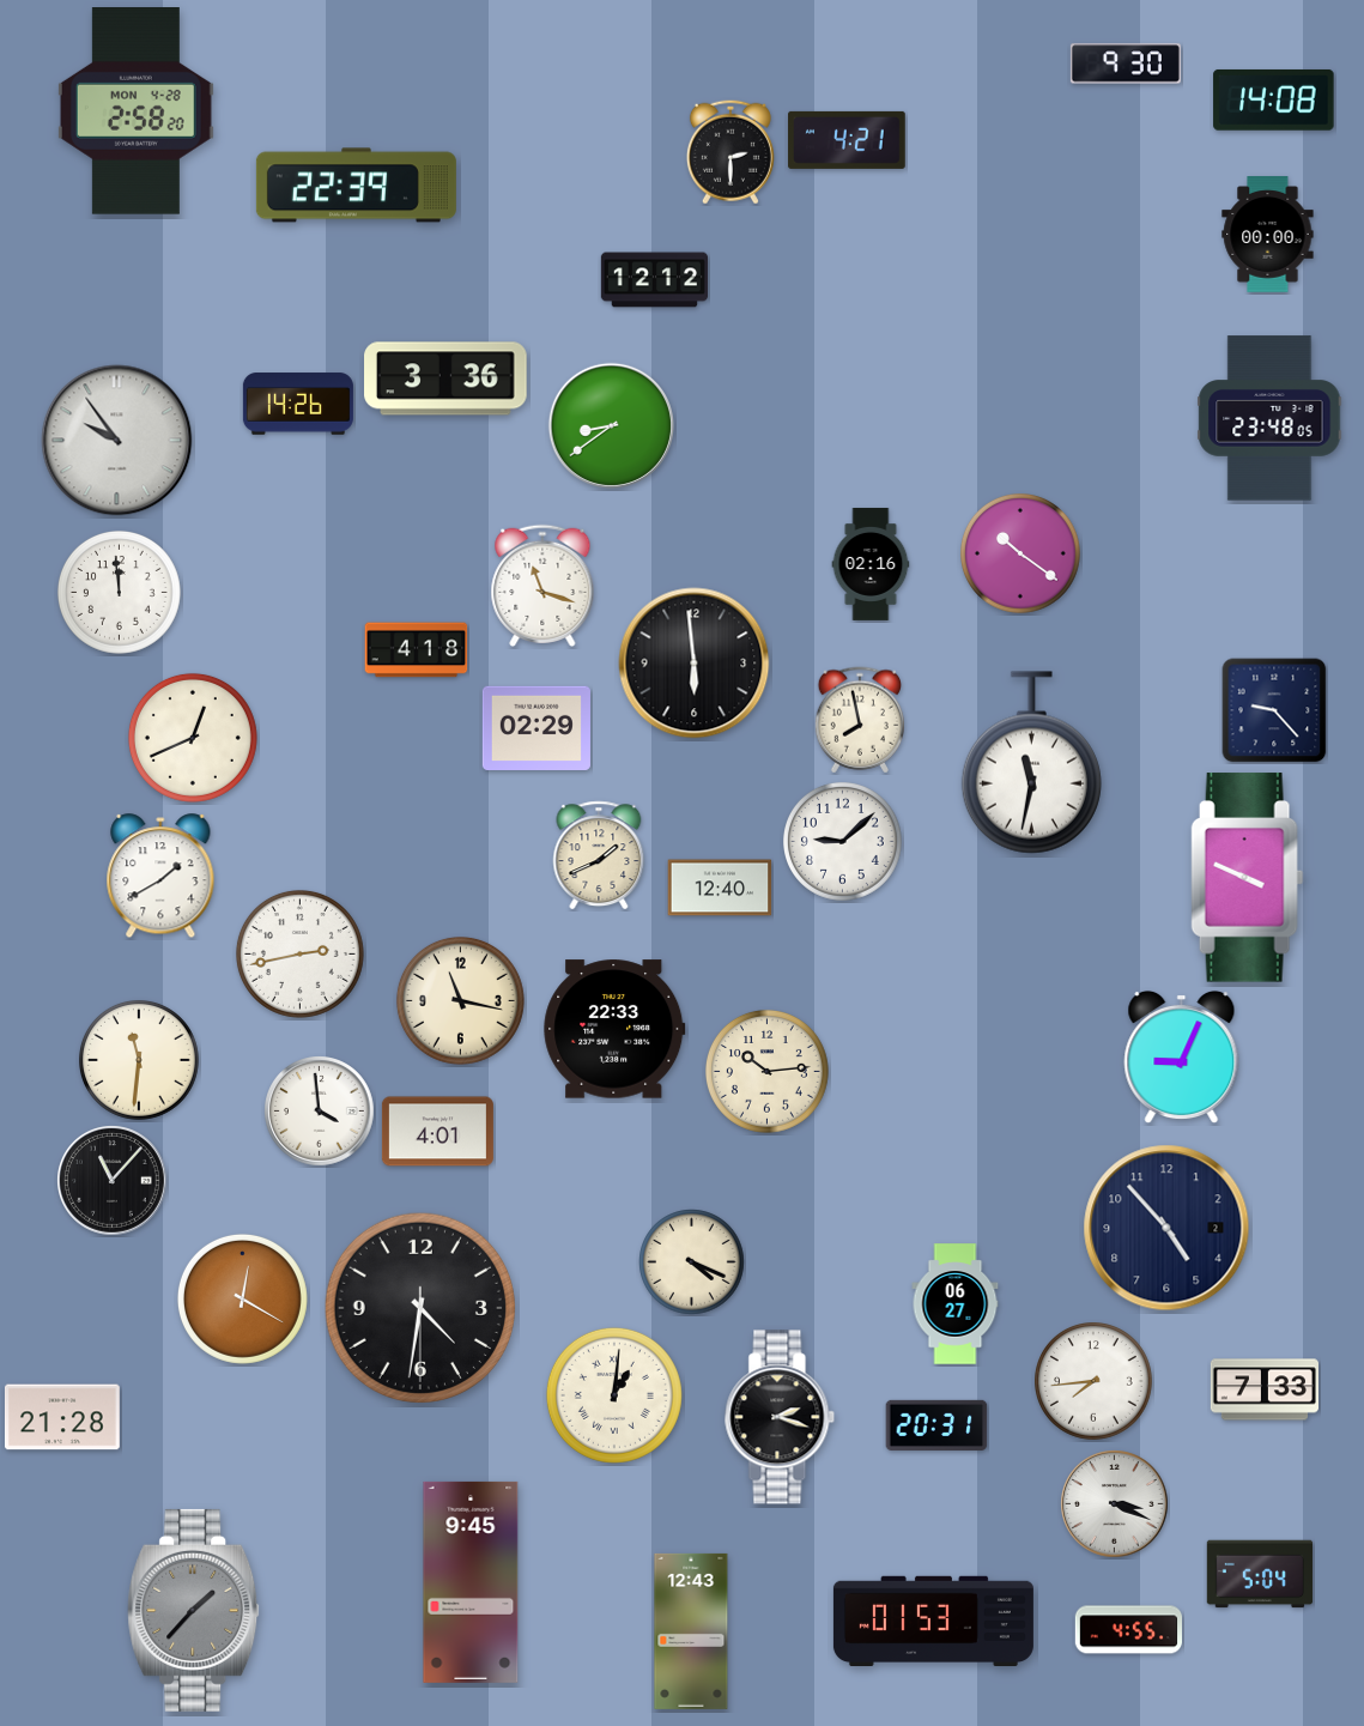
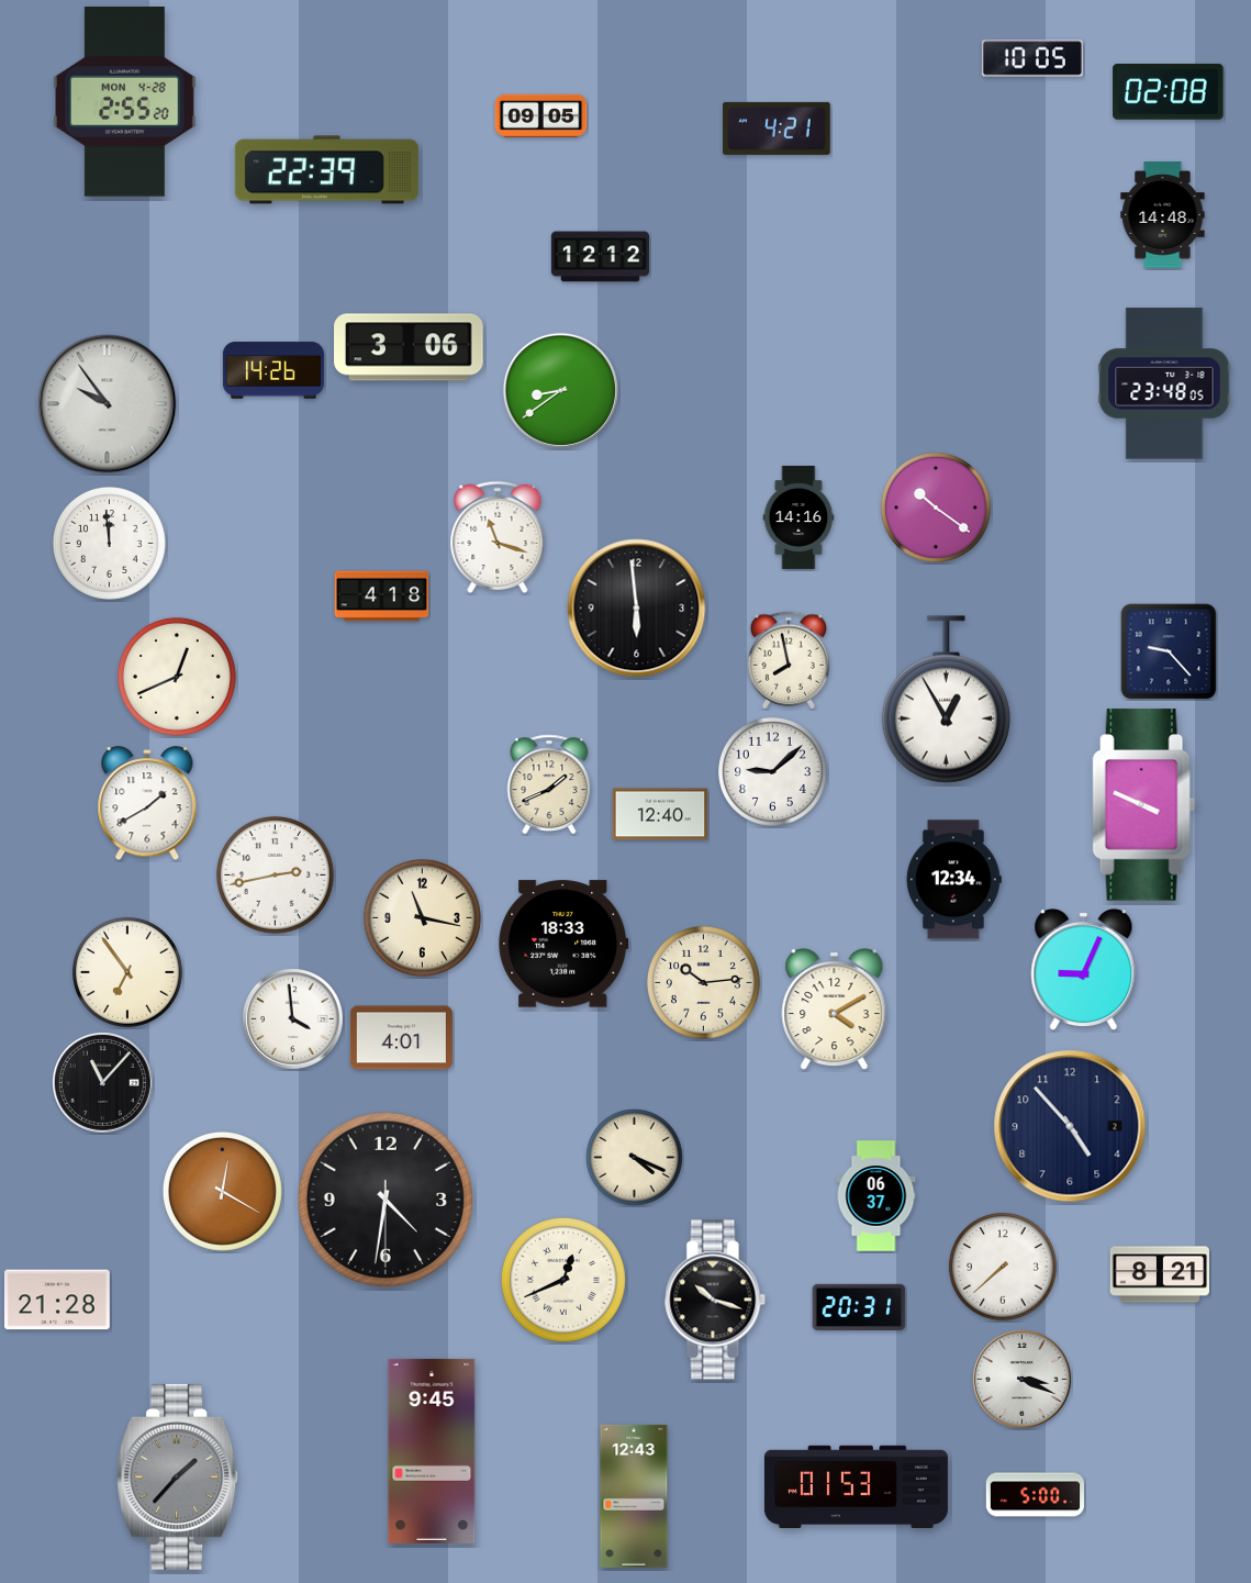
clock at (1126, 63): 9:30 -> 10:05
clock at (1274, 99): 14:08 -> 02:08
clock at (135, 111): 2:58 -> 2:55
clock at (541, 115): none -> 09:05
clock at (731, 152): 2:30 -> none
clock at (1268, 235): 00:00 -> 14:48
clock at (445, 378): 3:36 -> 3:06
clock at (871, 564): 02:16 -> 14:16
clock at (536, 727): 02:29 -> none
clock at (1031, 763): 11:32 -> 12:55
clock at (953, 880): none -> 12:34
clock at (614, 1029): 22:33 -> 18:33
clock at (140, 1061): 11:31 -> 6:54
clock at (835, 1010): none -> 4:10
clock at (956, 1304): 06:27 -> 06:37
clock at (1095, 1382): 7:44 -> 7:38
clock at (1265, 1389): 7:33 -> 8:21
clock at (614, 1395): 1:01 -> 12:41
clock at (780, 1417): 2:18 -> 10:18
clock at (1260, 1574): 5:04 -> none
clock at (1128, 1630): 4:55 -> 5:00
